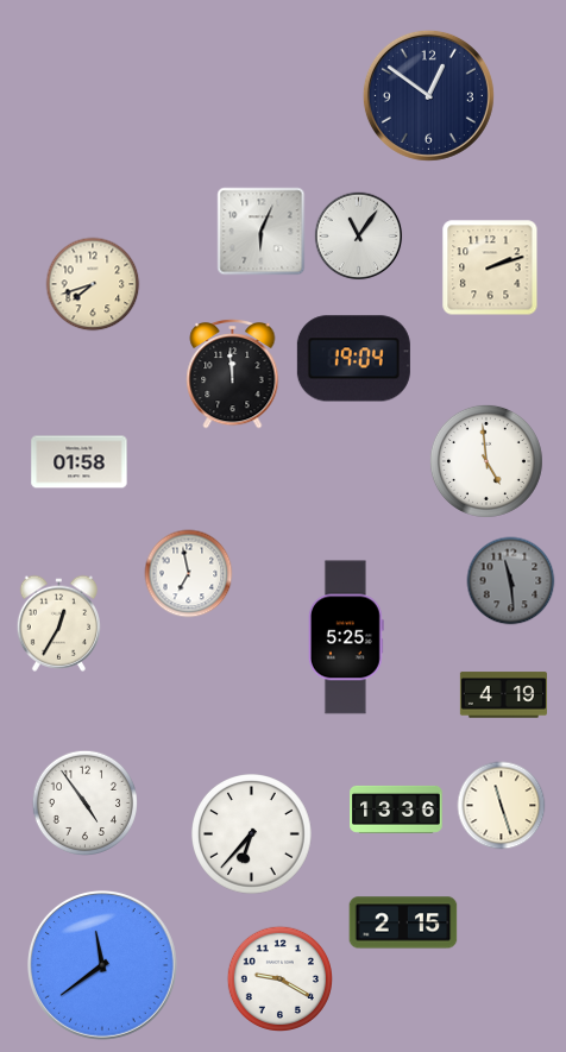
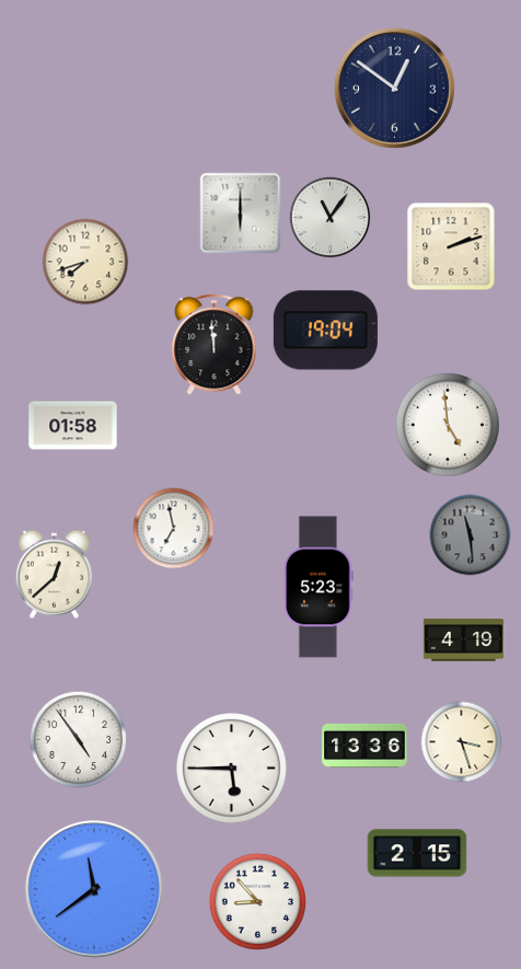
clock at (262, 232): 6:04 -> 6:00
clock at (58, 623): 12:35 -> 12:38
clock at (346, 637): 5:25 -> 5:23
clock at (502, 806): 11:27 -> 3:27
clock at (252, 834): 6:37 -> 5:45
clock at (403, 922) position: (403, 922) -> (417, 853)
clock at (279, 978): 9:20 -> 8:53
